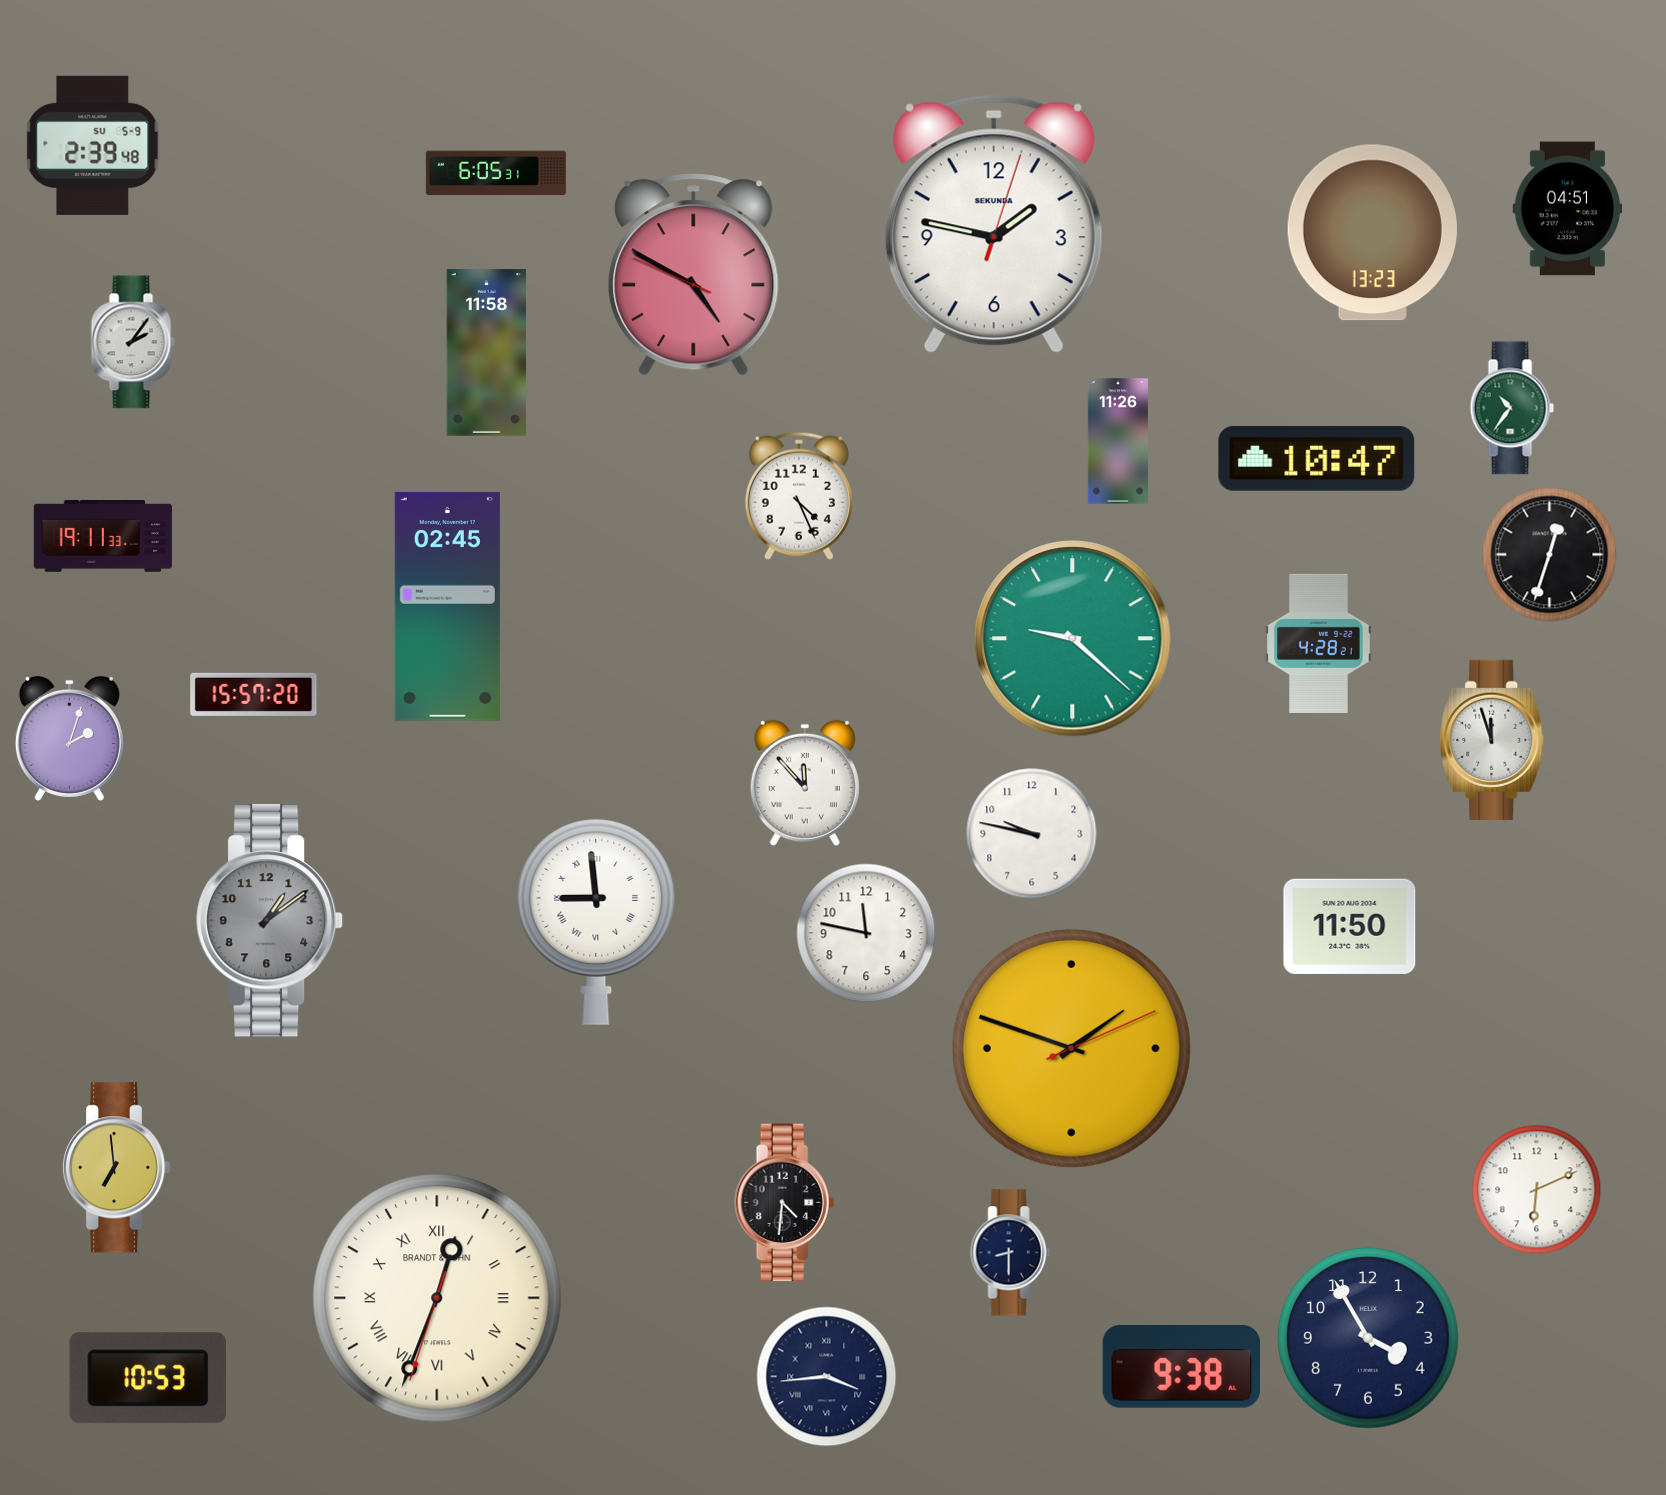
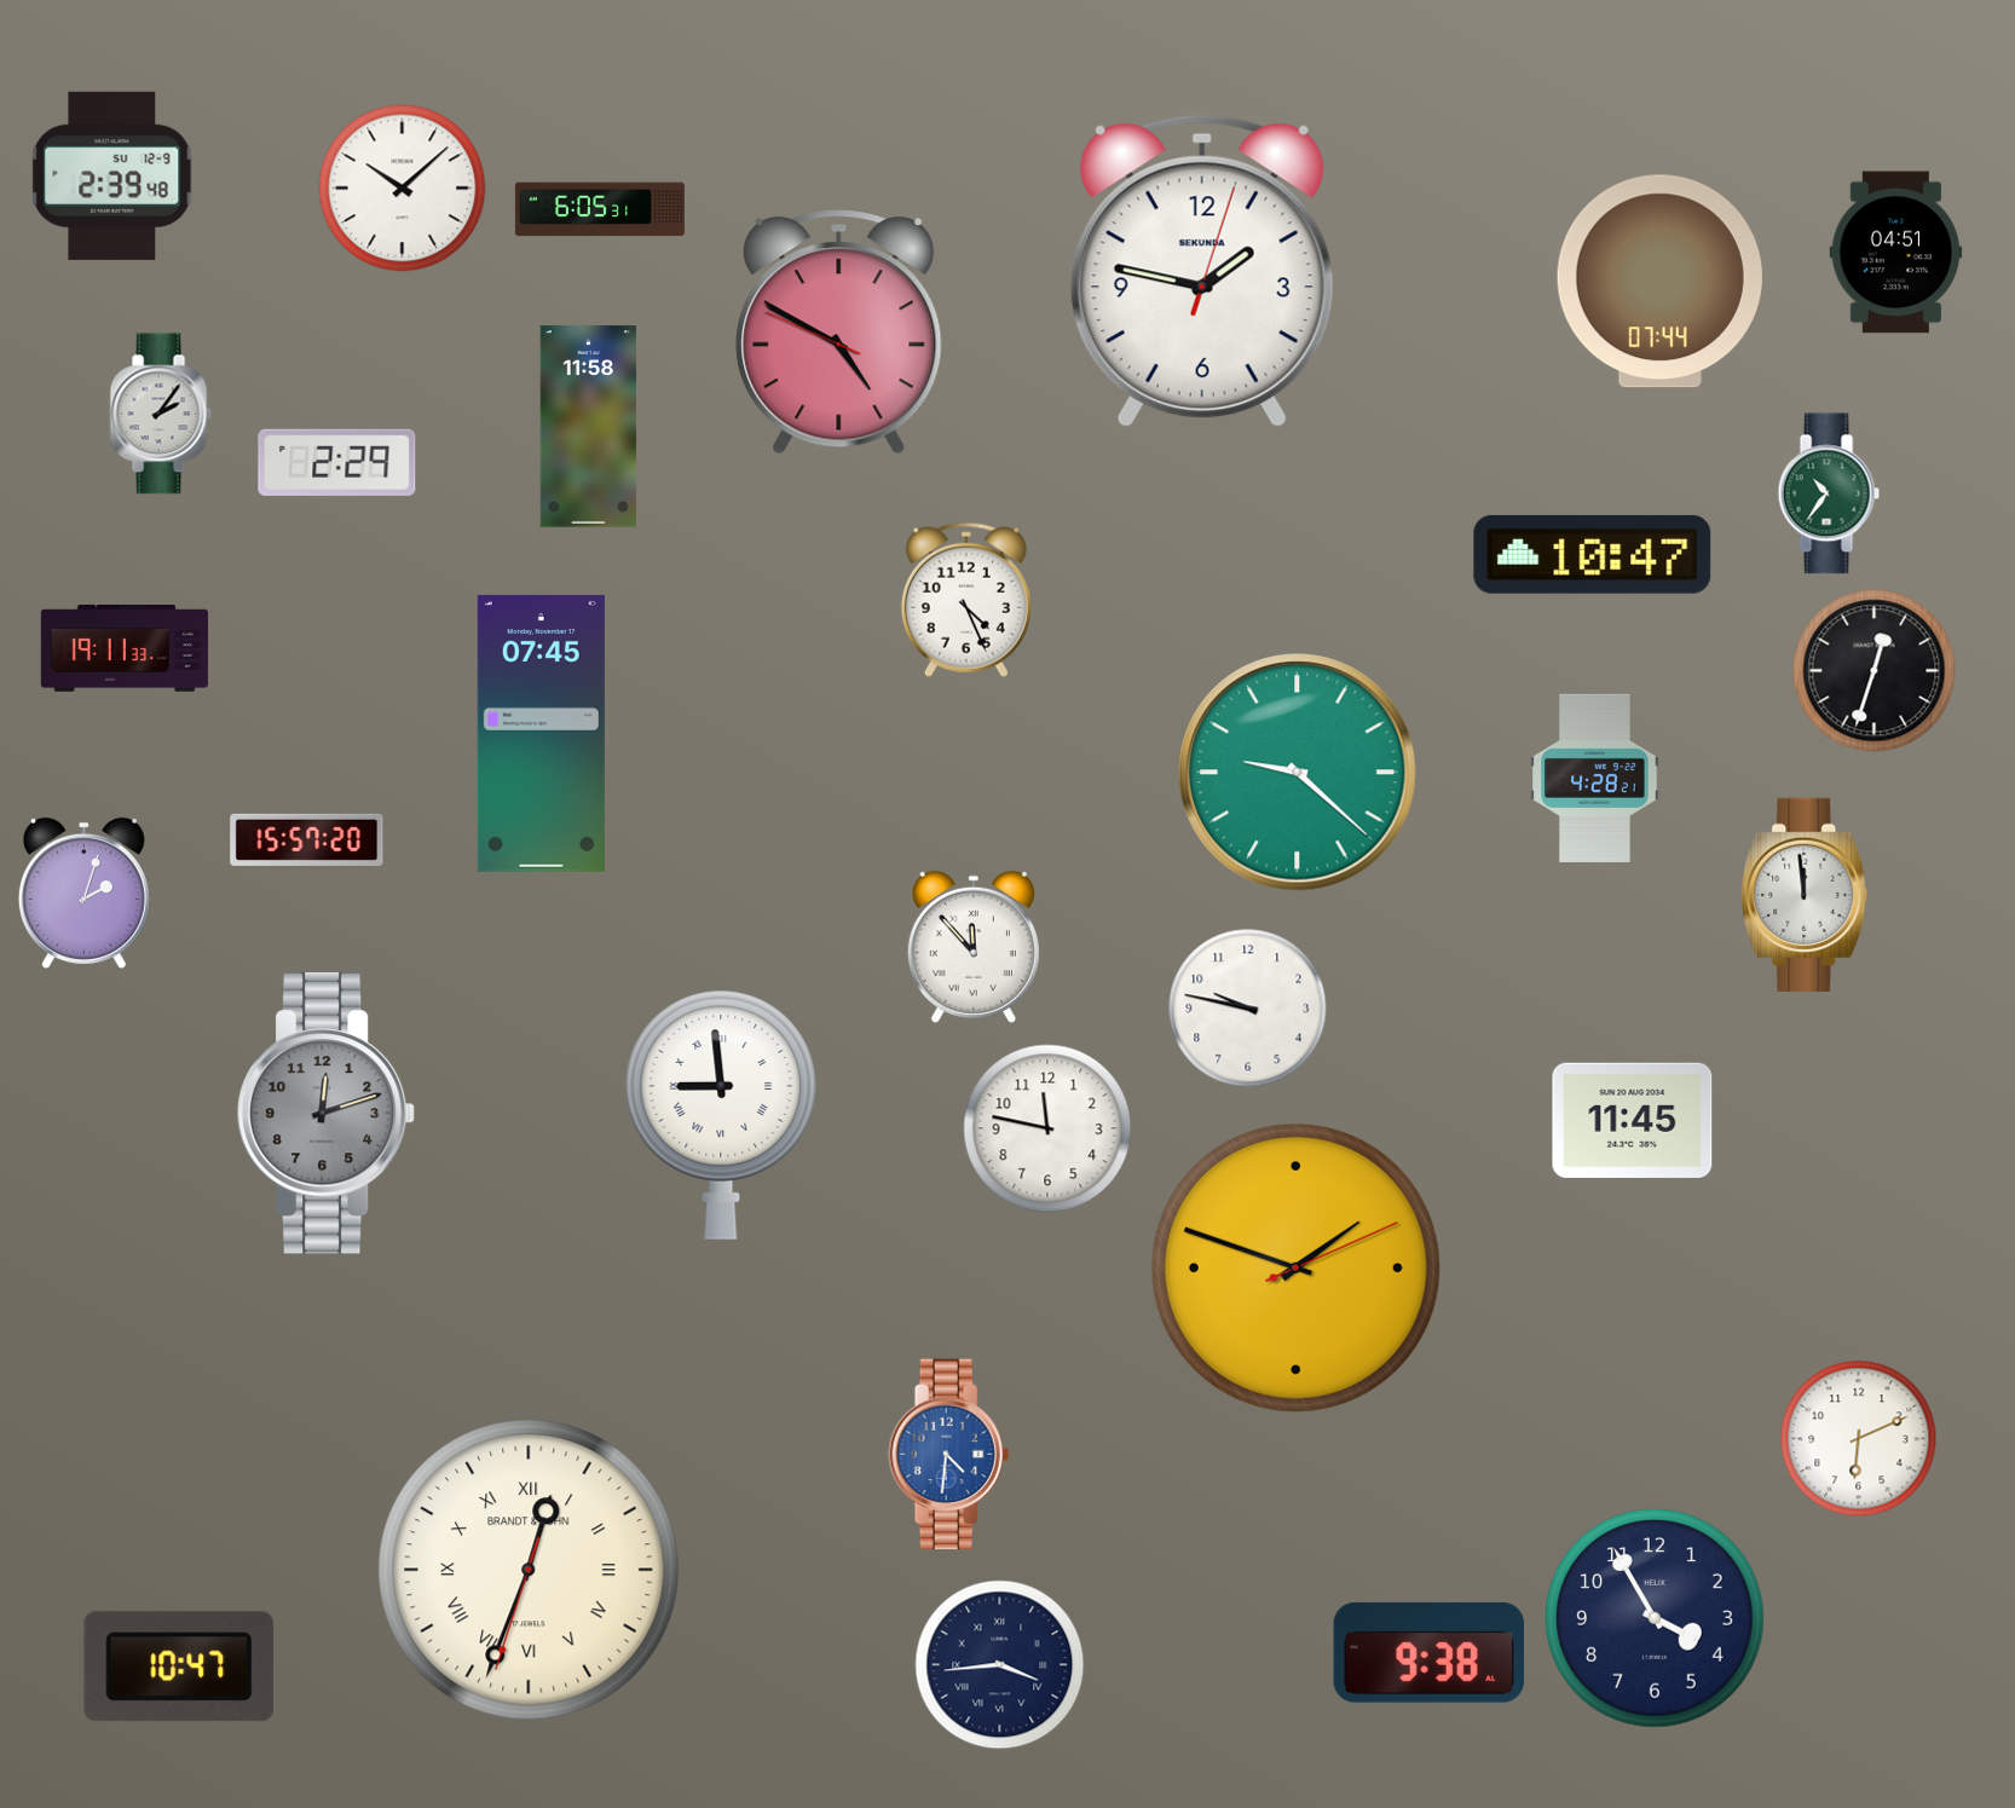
clock at (93, 145) date: SU 5-9 -> SU 12-9
clock at (403, 189): none -> 10:08
clock at (1372, 233): 13:23 -> 07:44
clock at (337, 462): none -> 2:29
clock at (1118, 441): 11:26 -> none
clock at (447, 606): 02:45 -> 07:45
clock at (1492, 740): 11:57 -> 11:59
clock at (270, 921): 1:09 -> 12:12
clock at (1350, 926): 11:50 -> 11:45
clock at (116, 1168): 6:59 -> none
clock at (785, 1203) dial: black -> blue
clock at (1011, 1253): 8:30 -> none
clock at (148, 1378): 10:53 -> 10:47
